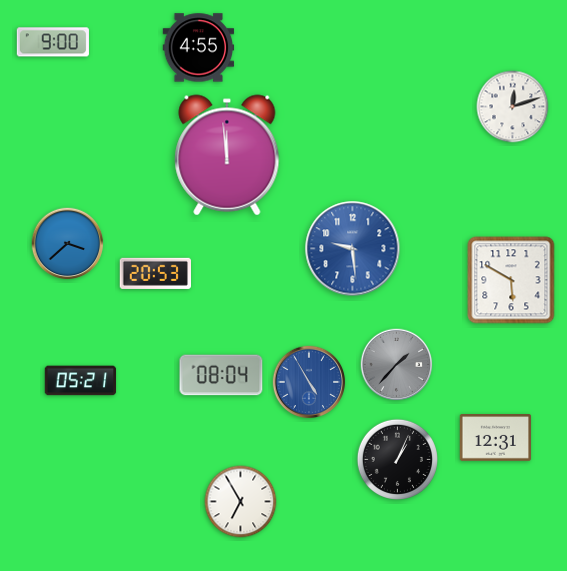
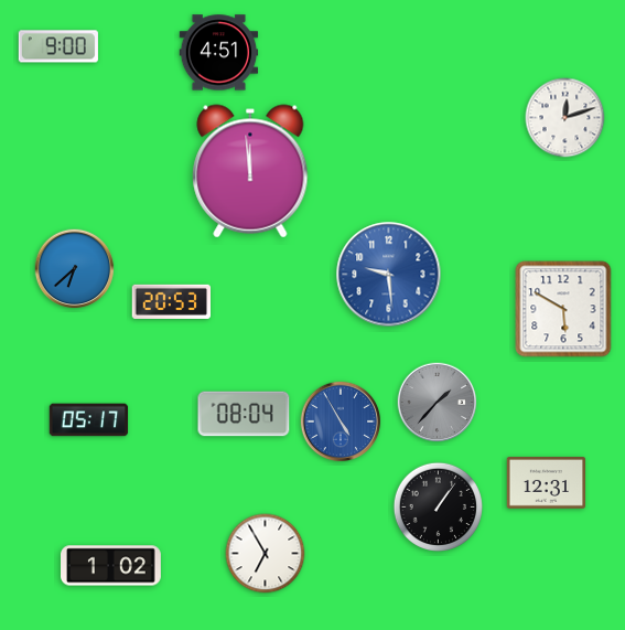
clock at (199, 48): 4:55 -> 4:51
clock at (68, 244): 3:38 -> 6:38
clock at (81, 381): 05:21 -> 05:17
clock at (397, 459): 1:04 -> 1:06
clock at (111, 566): none -> 1:02
